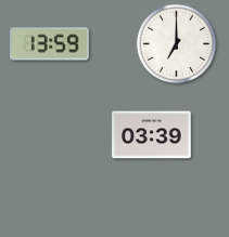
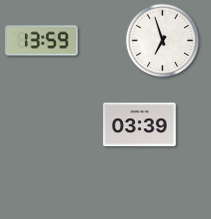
clock at (50, 44) position: (50, 44) -> (42, 41)
clock at (177, 44): 7:00 -> 6:57
